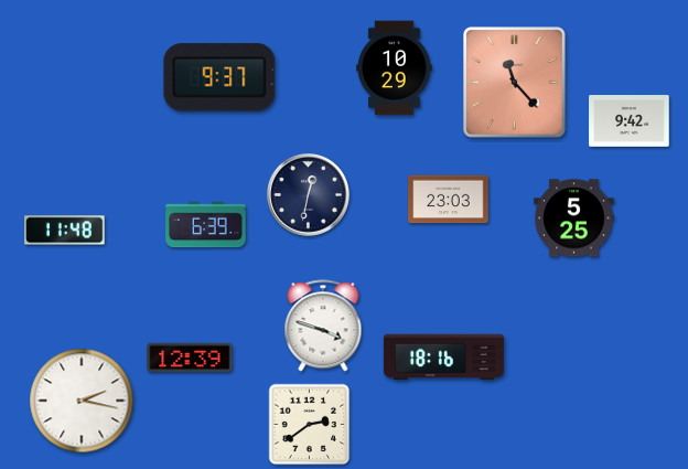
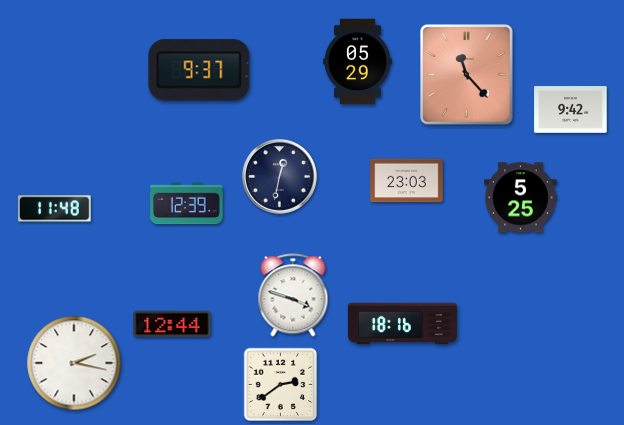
clock at (395, 68): 10:29 -> 05:29
clock at (206, 225): 6:39 -> 12:39
clock at (65, 231) position: (65, 231) -> (55, 209)
clock at (190, 358): 12:39 -> 12:44
